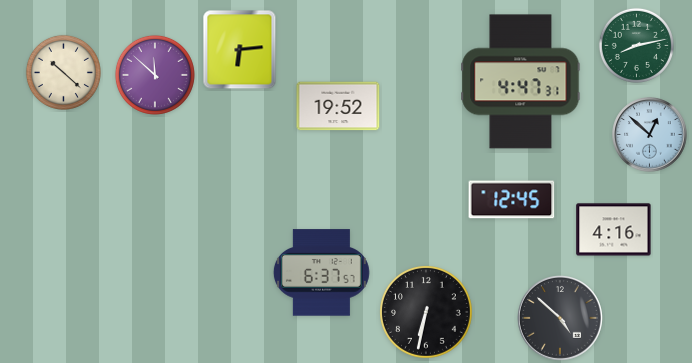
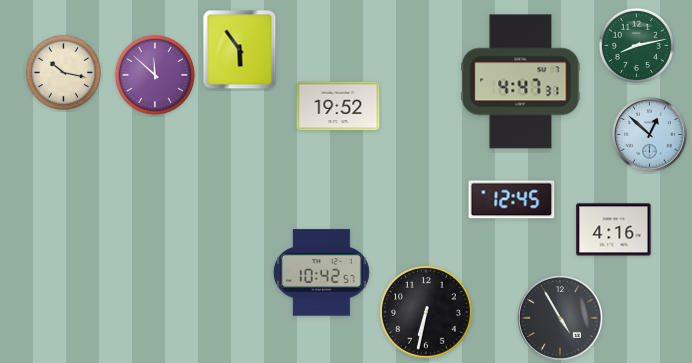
clock at (240, 50): 6:14 -> 5:54
clock at (63, 72): 10:22 -> 10:17
clock at (321, 273): 6:37 -> 10:42
clock at (561, 319): 4:52 -> 4:55
